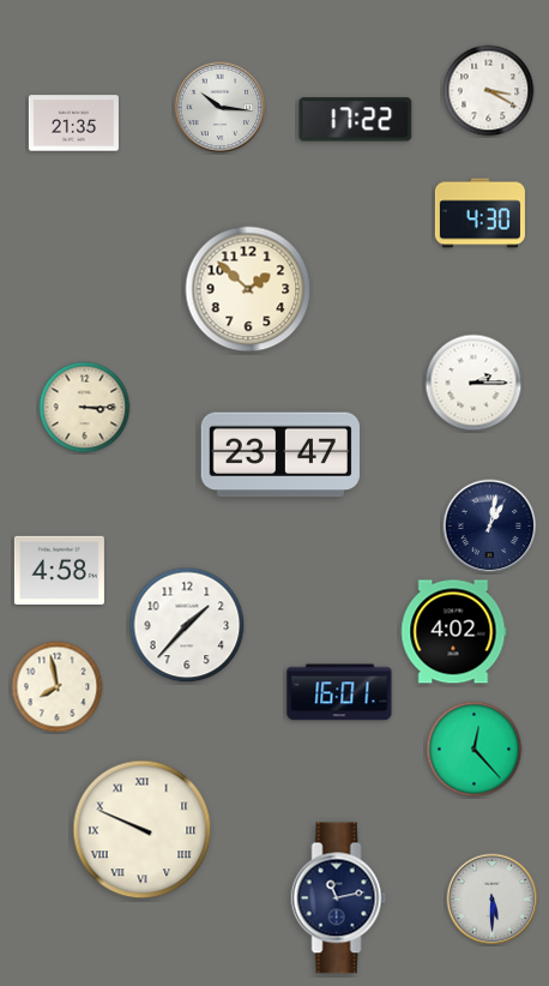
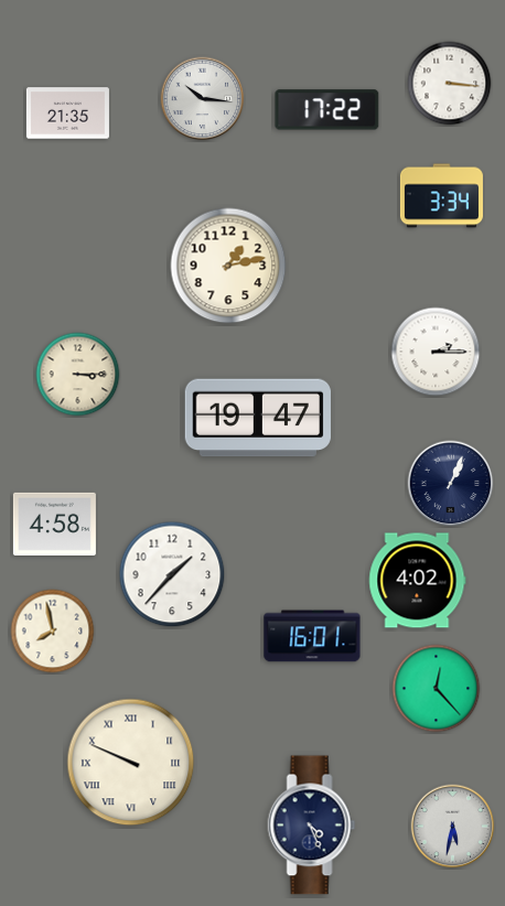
clock at (489, 91): 3:20 -> 3:16
clock at (479, 214): 4:30 -> 3:34
clock at (248, 289): 1:52 -> 1:13
clock at (280, 455): 23:47 -> 19:47
clock at (490, 527): 1:02 -> 1:04
clock at (339, 898): 11:13 -> 4:26
clock at (493, 900): 5:30 -> 5:32
